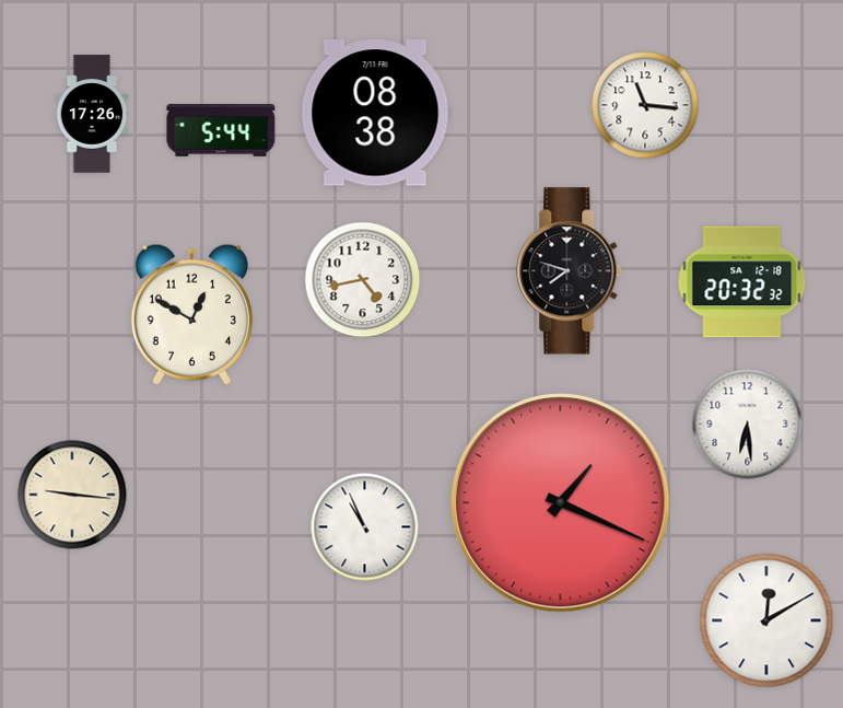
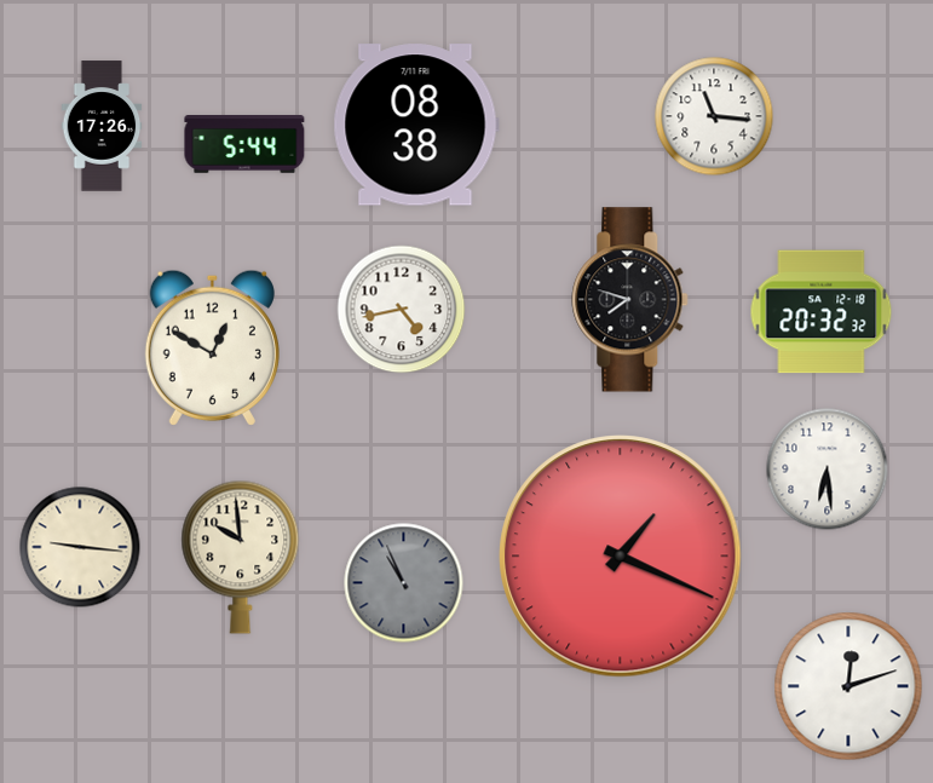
clock at (241, 557): none -> 9:59
clock at (365, 527) dial: white -> grey
clock at (766, 620): 12:10 -> 12:12
